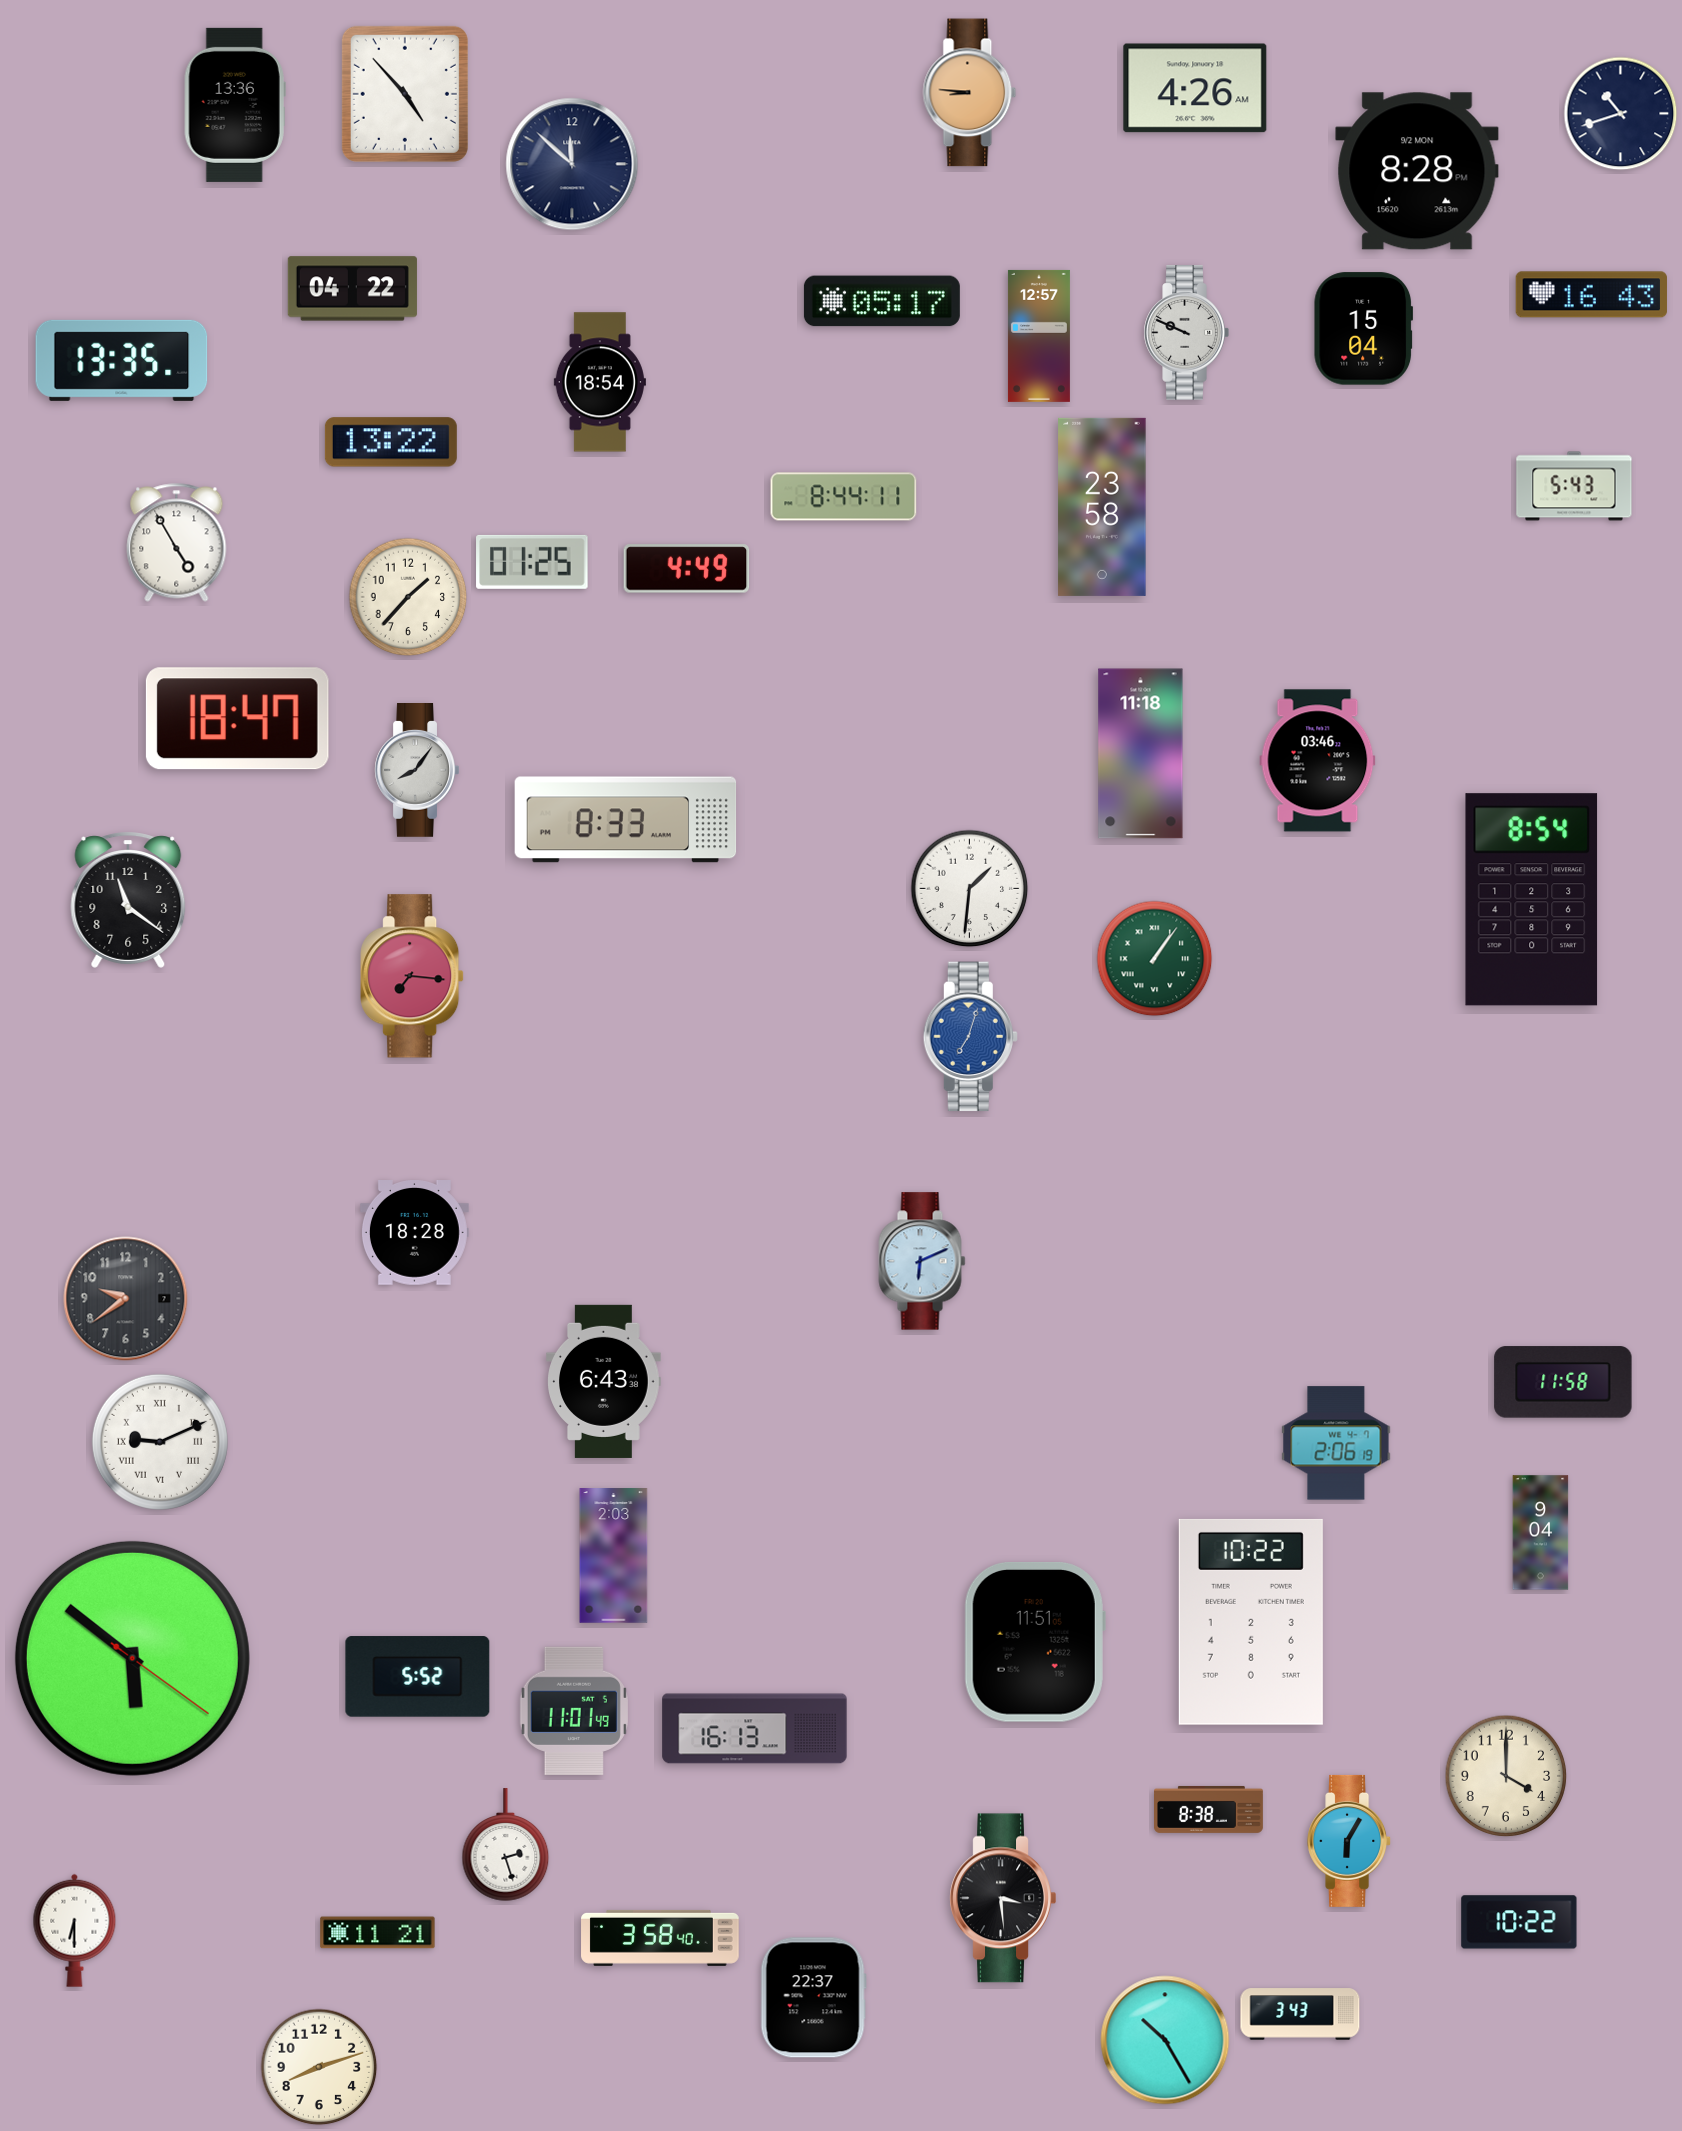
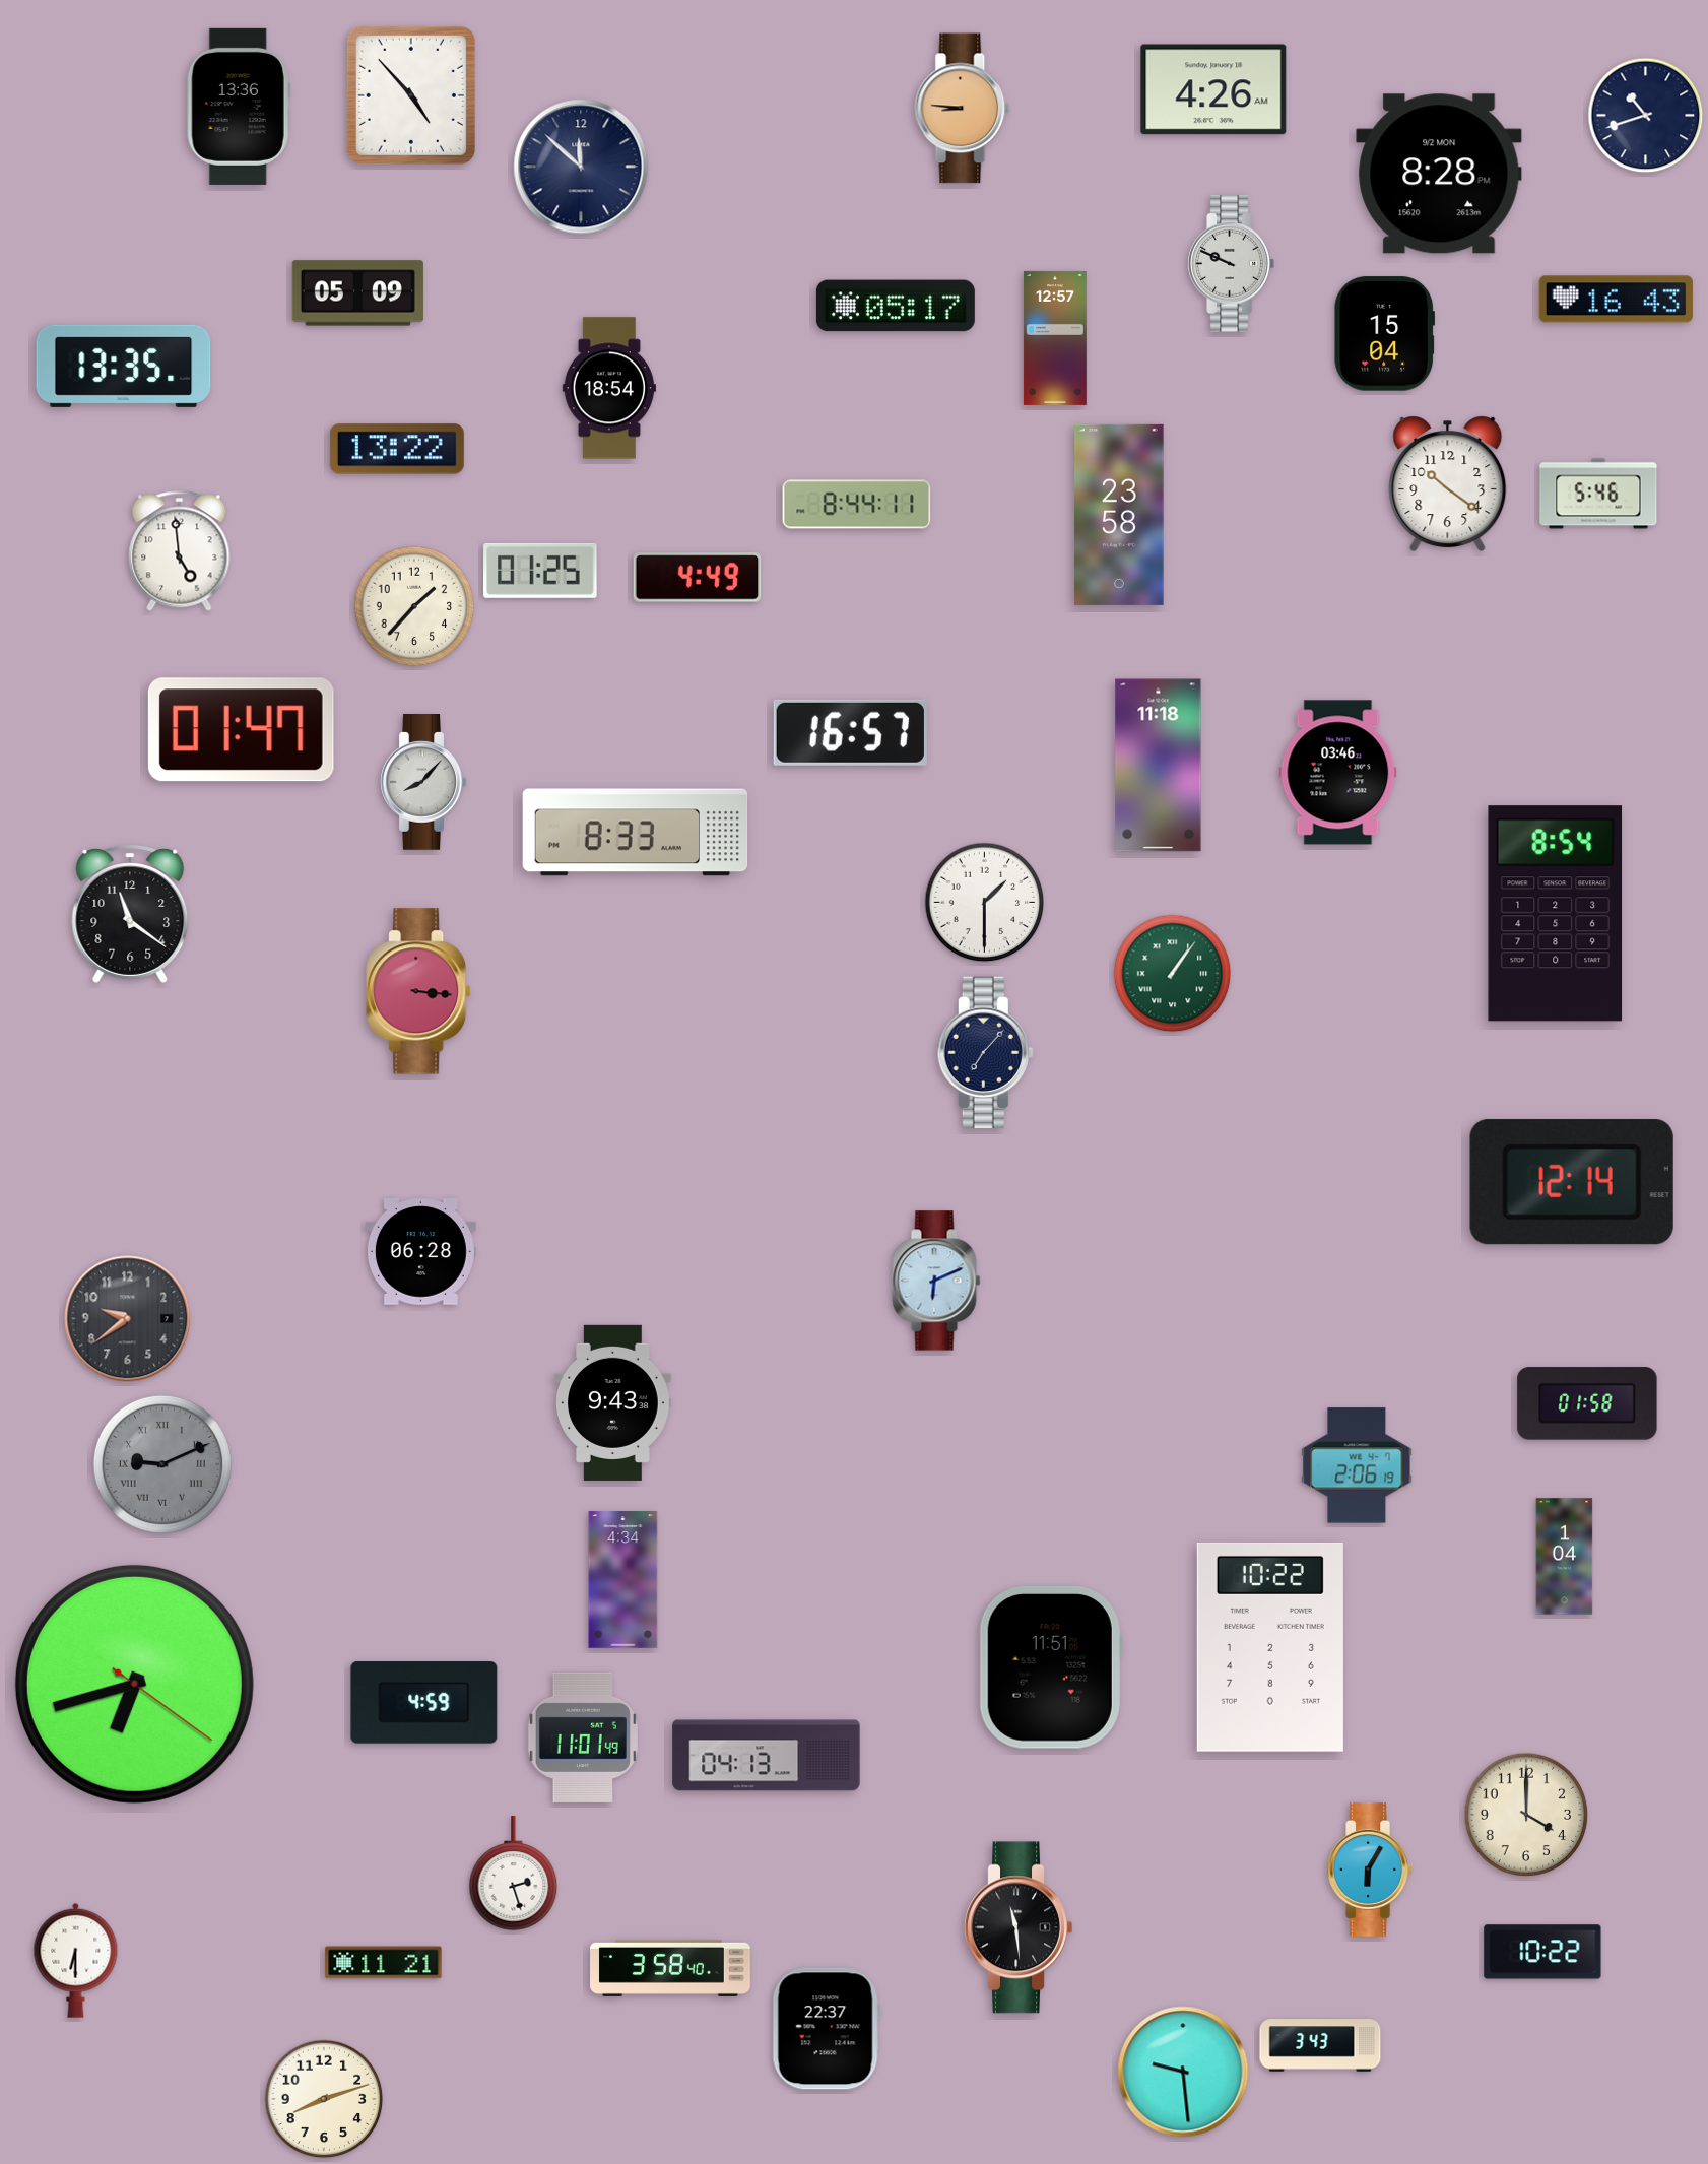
clock at (970, 93) position: (970, 93) -> (963, 109)
clock at (352, 289): 04:22 -> 05:09
clock at (1186, 333) position: (1186, 333) -> (1231, 264)
clock at (1039, 336) position: (1039, 336) -> (1055, 338)
clock at (1448, 484): none -> 10:21
clock at (1574, 486): 5:43 -> 5:46
clock at (177, 543): 4:55 -> 4:59
clock at (237, 719): 18:47 -> 01:47
clock at (850, 732): none -> 16:57
clock at (417, 771): 8:06 -> 8:07
clock at (970, 889): 1:31 -> 1:30
clock at (412, 976): 7:16 -> 3:16
clock at (970, 1037): 7:03 -> 7:07
clock at (970, 1037) dial: blue -> navy
clock at (1572, 1182): none -> 12:14
clock at (414, 1233): 18:28 -> 06:28
clock at (604, 1381): 6:43 -> 9:43
clock at (1563, 1382): 11:58 -> 01:58
clock at (160, 1442) dial: white -> grey
clock at (1541, 1533): 9:04 -> 1:04
clock at (614, 1556): 2:03 -> 4:34
clock at (132, 1658): 5:51 -> 6:42
clock at (418, 1677): 5:52 -> 4:59
clock at (755, 1729): 16:13 -> 04:13
clock at (1506, 1776) position: (1506, 1776) -> (1526, 1815)
clock at (1209, 1809): 8:38 -> none
clock at (1003, 1898): 3:29 -> 11:29
clock at (1165, 2040): 10:25 -> 9:29
